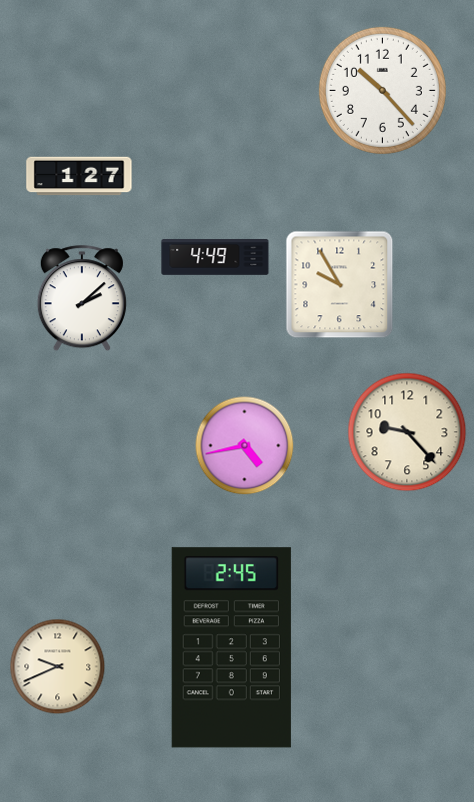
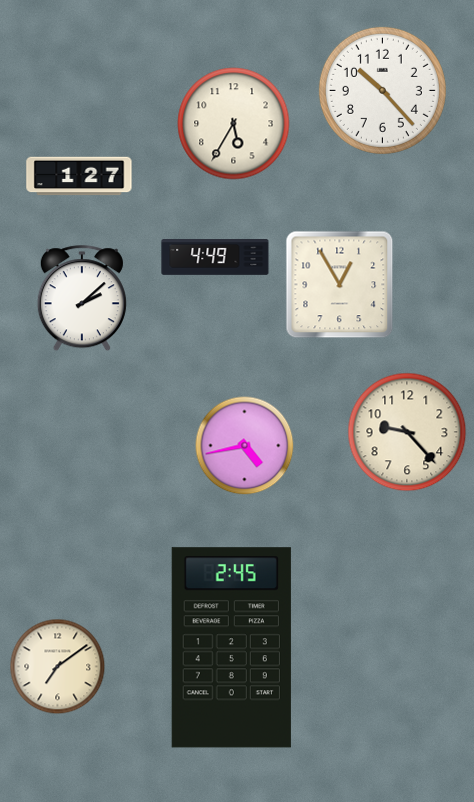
clock at (234, 124): none -> 5:35
clock at (340, 285): 9:55 -> 12:55
clock at (58, 667): 9:41 -> 7:09
